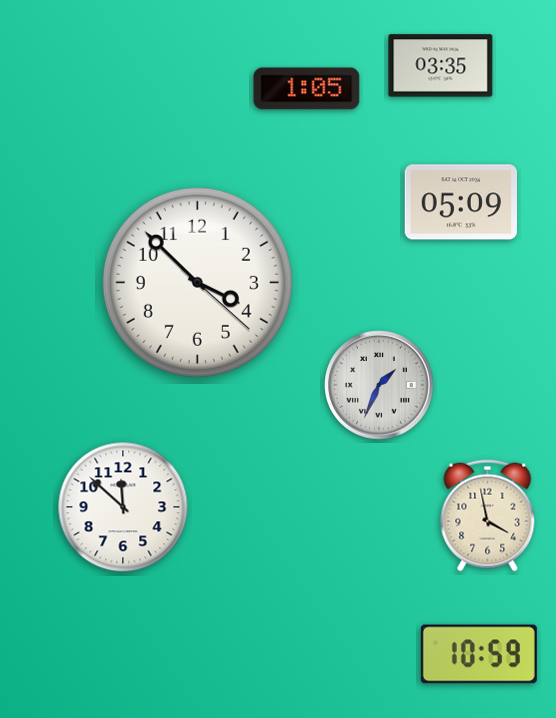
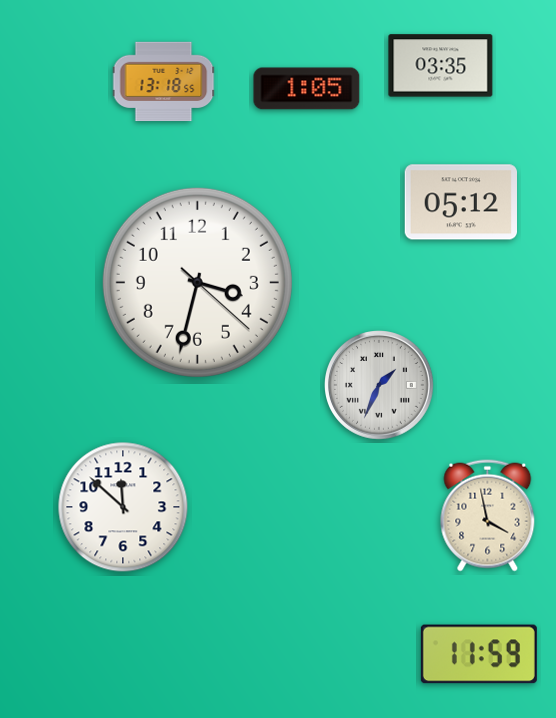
clock at (164, 82): none -> 13:18
clock at (460, 202): 05:09 -> 05:12
clock at (197, 282): 3:52 -> 3:32
clock at (479, 654): 10:59 -> 11:59
